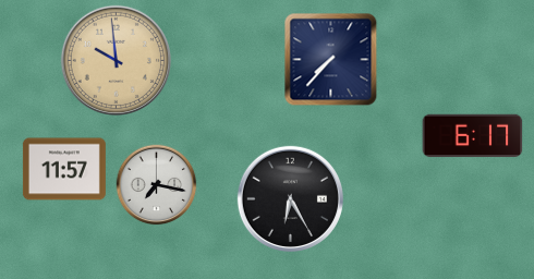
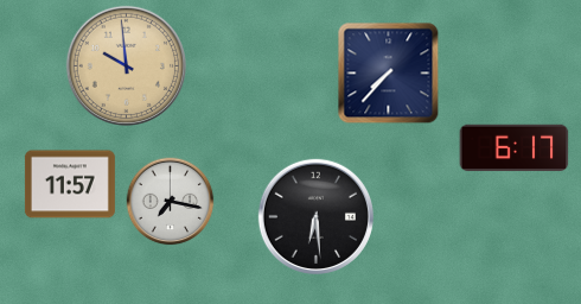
clock at (331, 60) position: (331, 60) -> (389, 74)
clock at (290, 198): 6:25 -> 6:29
